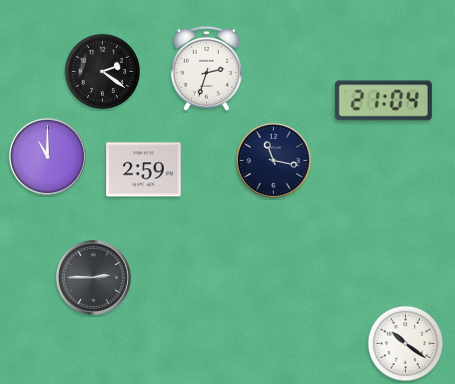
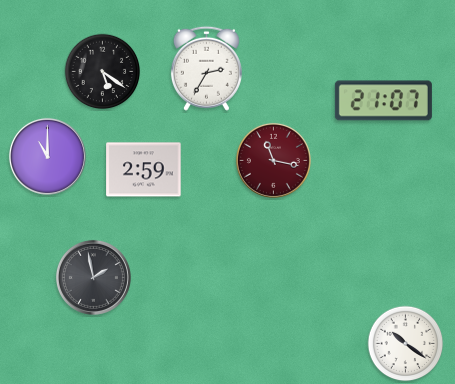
clock at (206, 68): 2:33 -> 2:35
clock at (103, 72): 2:21 -> 5:21
clock at (383, 101): 21:04 -> 21:07
clock at (273, 160) dial: navy -> burgundy
clock at (93, 277): 2:45 -> 1:58
